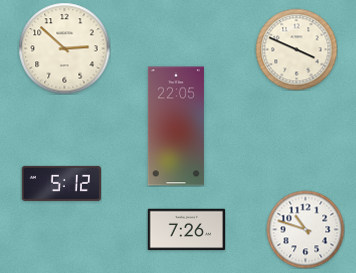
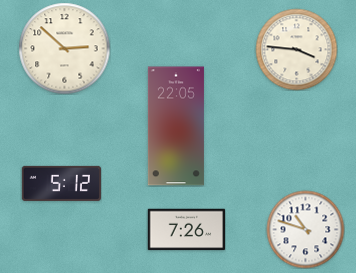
clock at (296, 49): 3:49 -> 3:46
